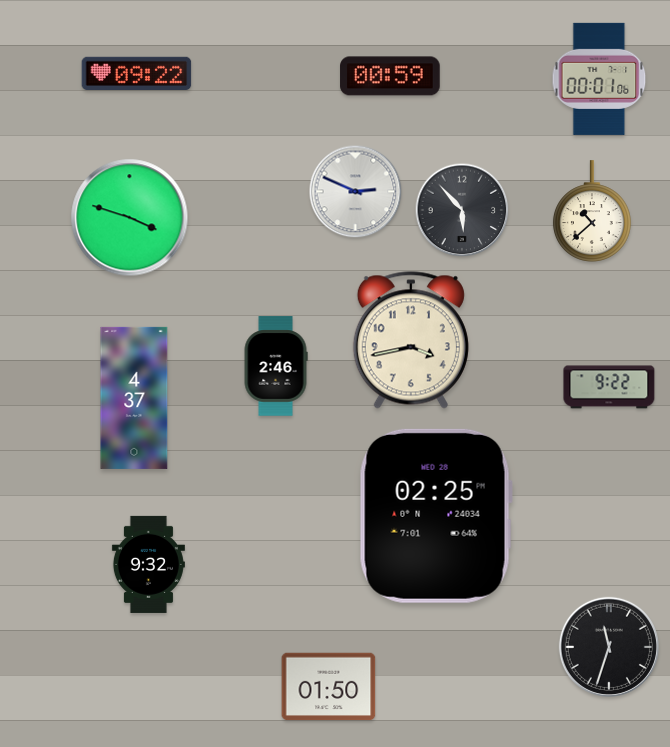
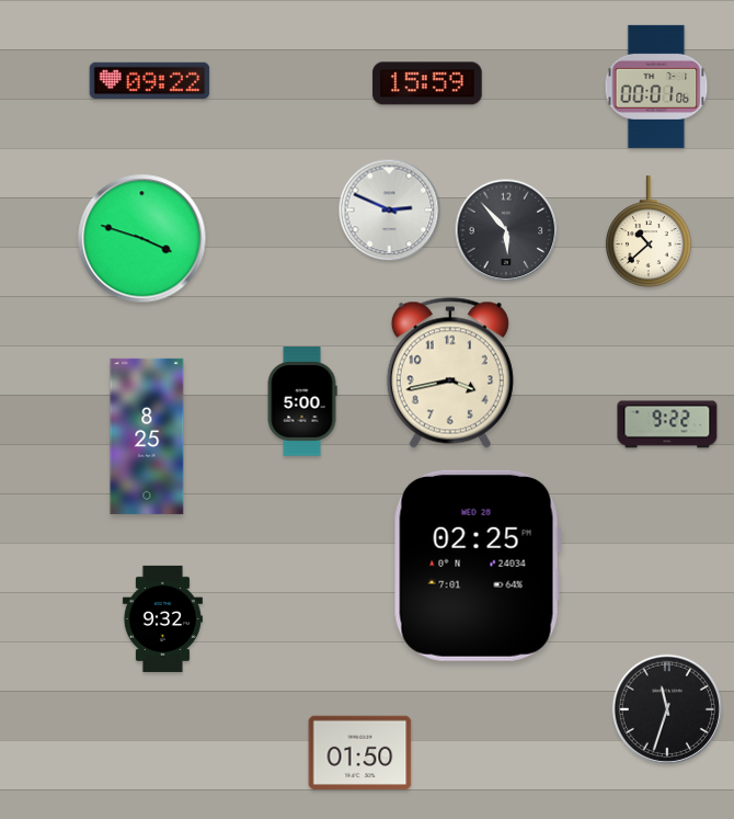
clock at (390, 76): 00:59 -> 15:59
clock at (276, 366): 2:46 -> 5:00
clock at (134, 398): 4:37 -> 8:25
